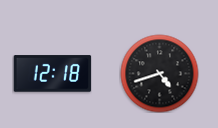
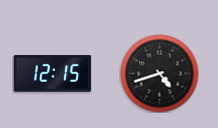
clock at (52, 74): 12:18 -> 12:15
